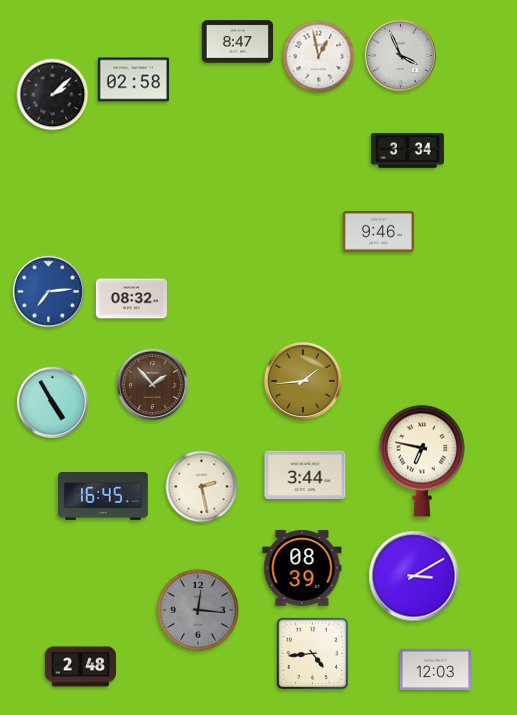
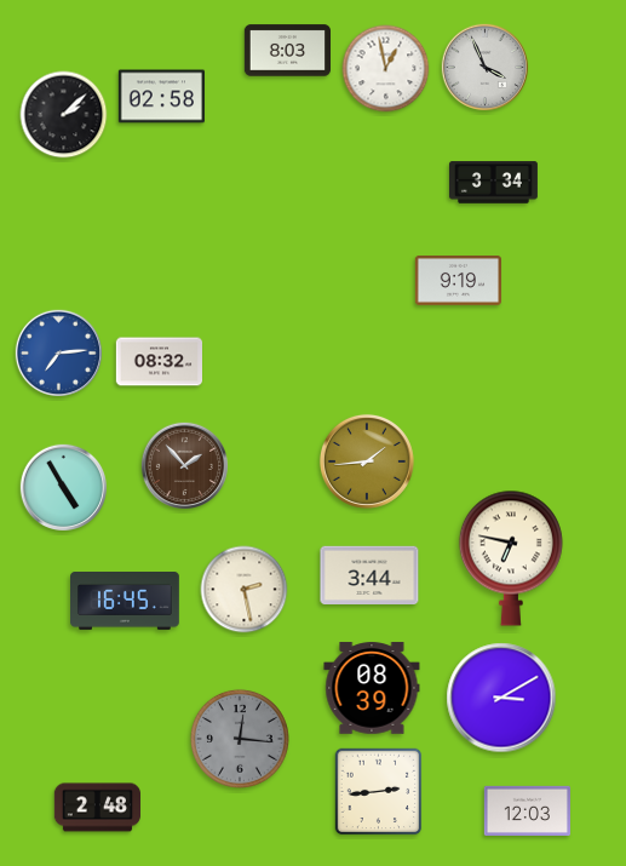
clock at (237, 42): 8:47 -> 8:03
clock at (378, 232): 9:46 -> 9:19
clock at (302, 568) position: (302, 568) -> (372, 688)
clock at (313, 654): 4:44 -> 2:44
